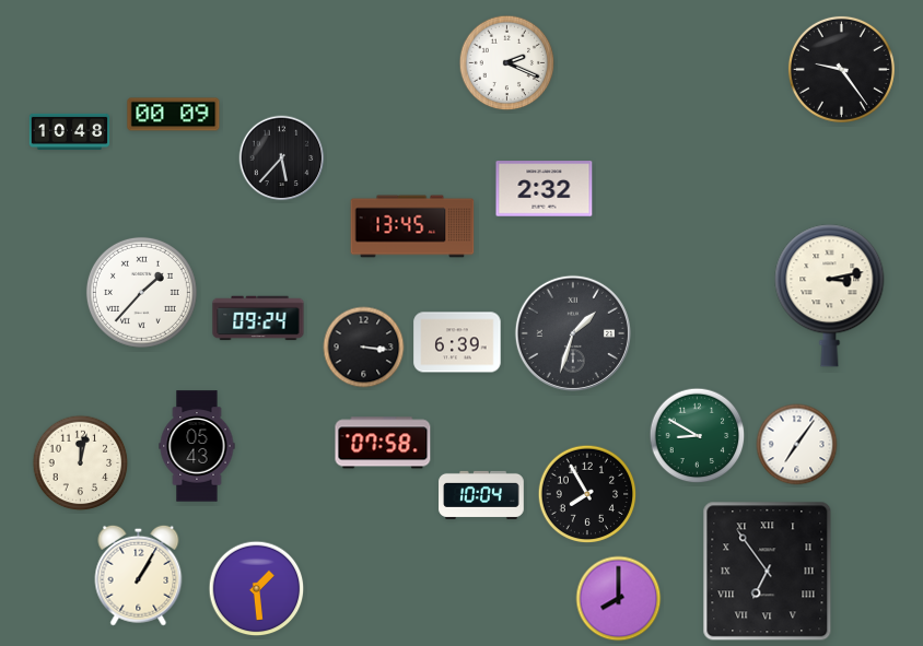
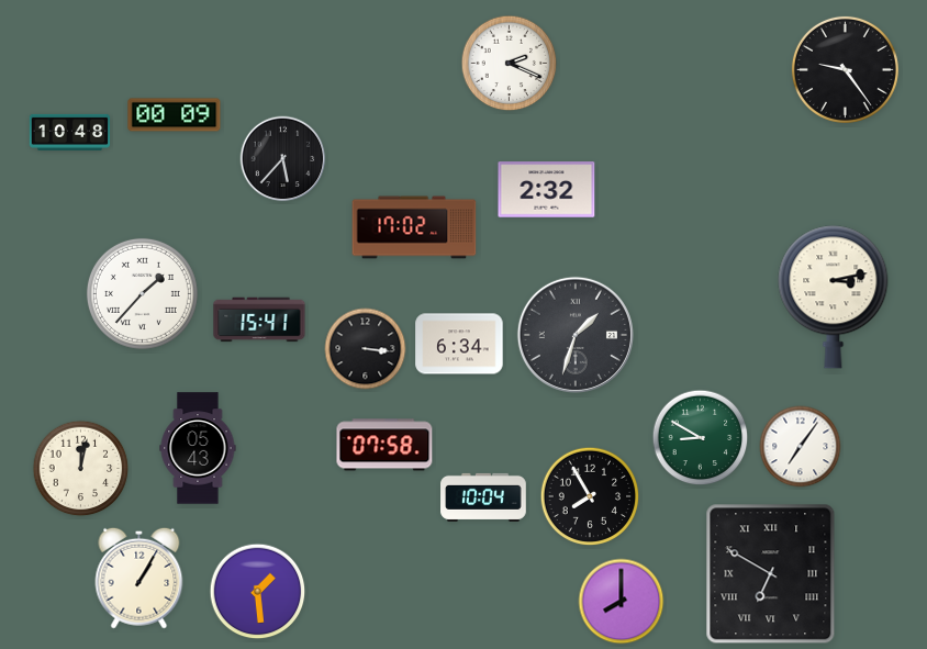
clock at (412, 226): 13:45 -> 17:02
clock at (258, 318): 09:24 -> 15:41
clock at (457, 342): 6:39 -> 6:34
clock at (81, 463) position: (81, 463) -> (81, 469)
clock at (768, 572): 6:54 -> 6:50
